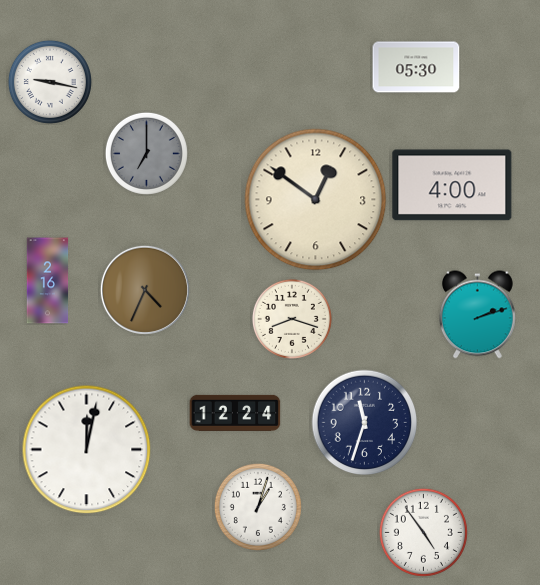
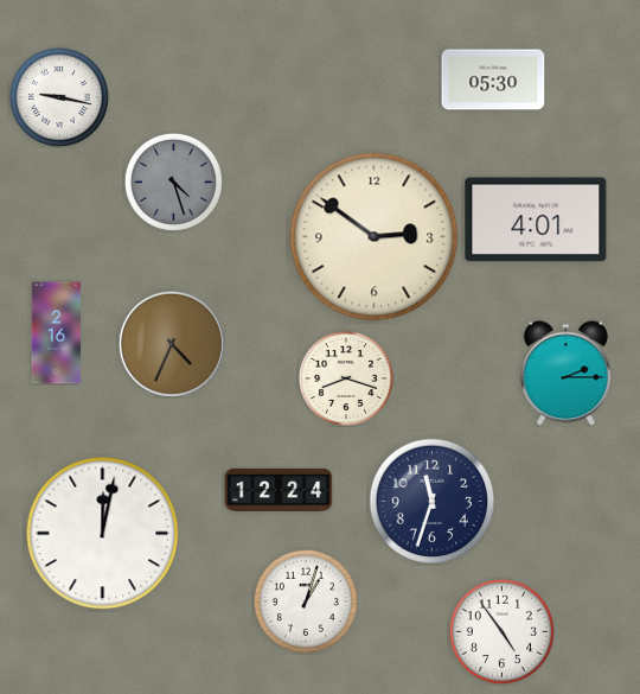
clock at (146, 153): 7:00 -> 4:27
clock at (452, 185): 4:00 -> 4:01
clock at (316, 200): 12:51 -> 2:51
clock at (477, 315): 2:12 -> 2:15
